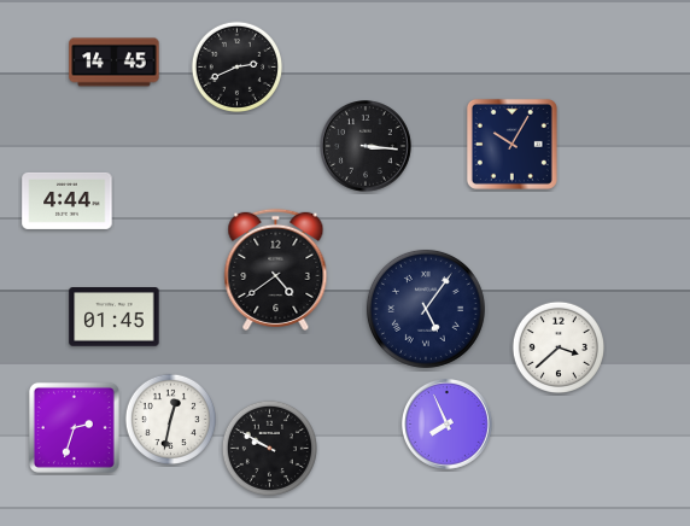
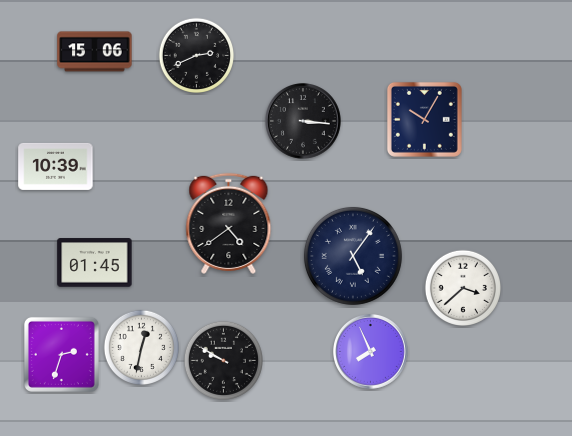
clock at (115, 63): 14:45 -> 15:06
clock at (68, 200): 4:44 -> 10:39
clock at (269, 448) position: (269, 448) -> (223, 360)
